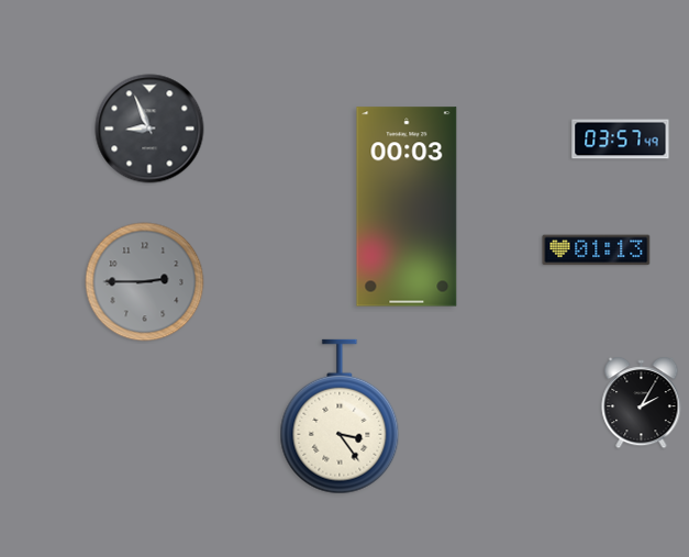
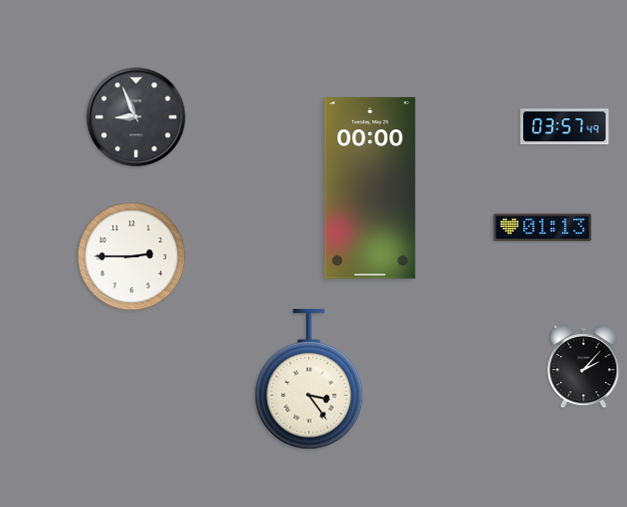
clock at (407, 207): 00:03 -> 00:00
clock at (145, 282) dial: grey -> white
clock at (642, 404): 2:05 -> 2:07
